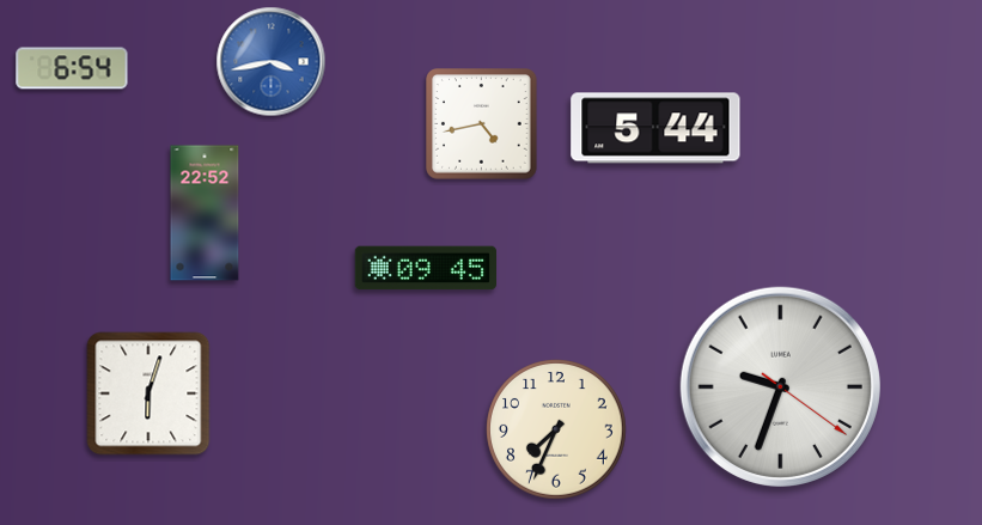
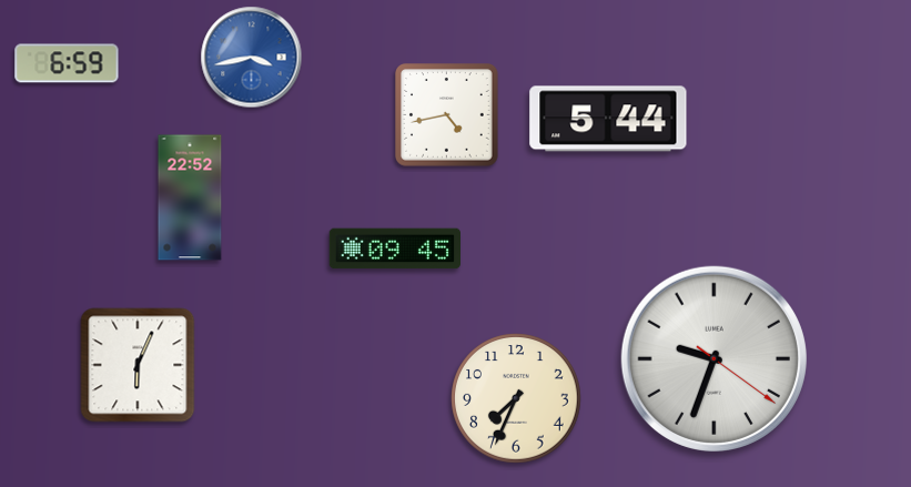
clock at (72, 68): 6:54 -> 6:59
clock at (780, 386) position: (780, 386) -> (713, 358)
clock at (148, 393): 6:03 -> 6:04
